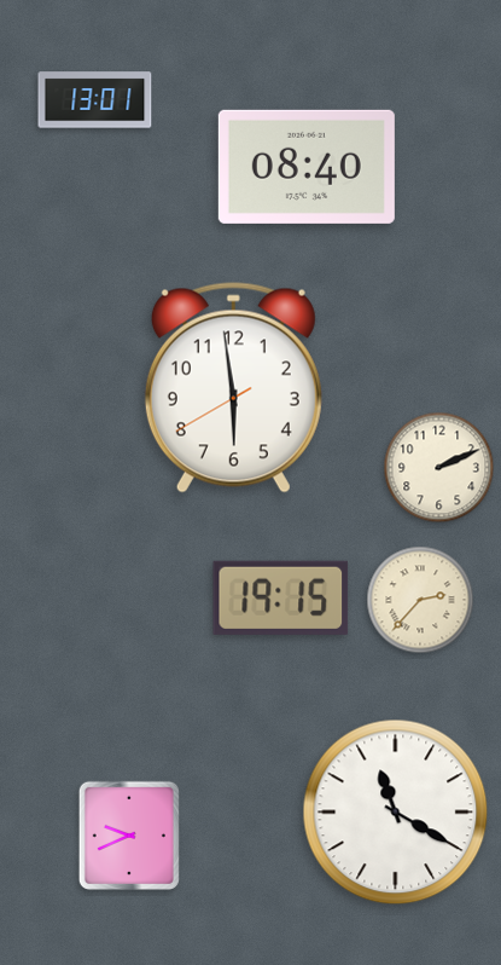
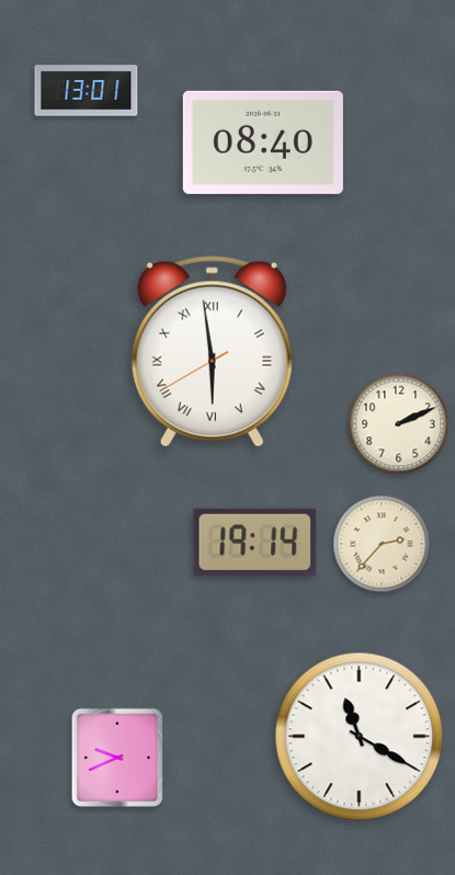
clock at (307, 167) position: (307, 167) -> (263, 143)
clock at (233, 388) numerals: Arabic -> Roman
clock at (281, 597): 19:15 -> 19:14
